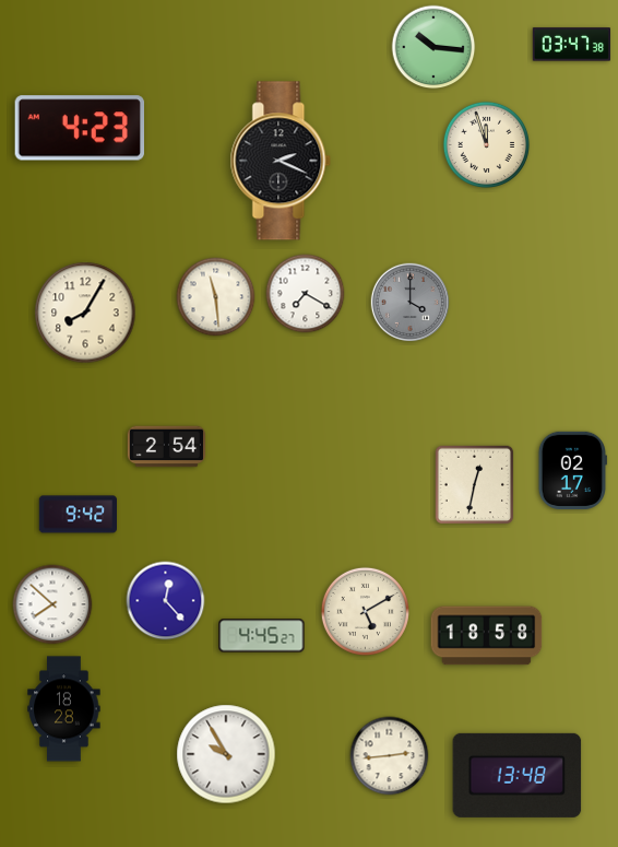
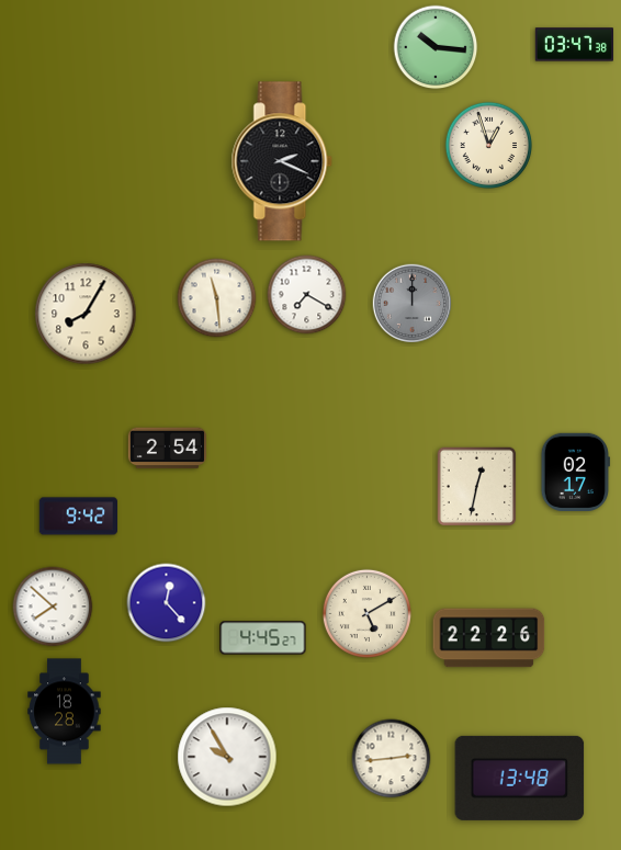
clock at (79, 128): 4:23 -> none
clock at (486, 144): 11:57 -> 12:57
clock at (411, 303): 4:00 -> 12:00
clock at (487, 636): 18:58 -> 22:26
